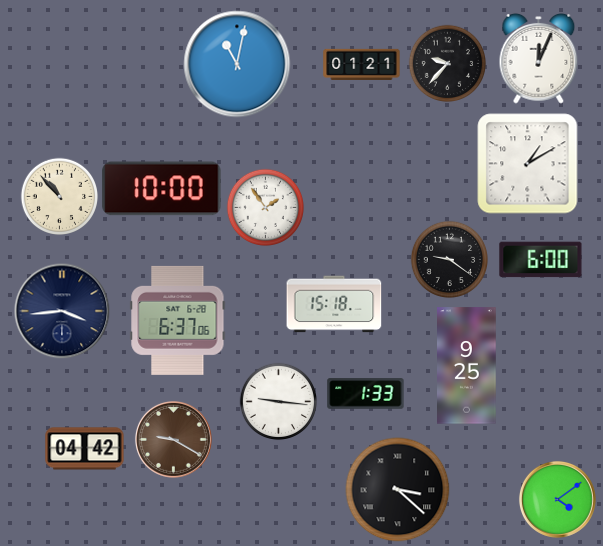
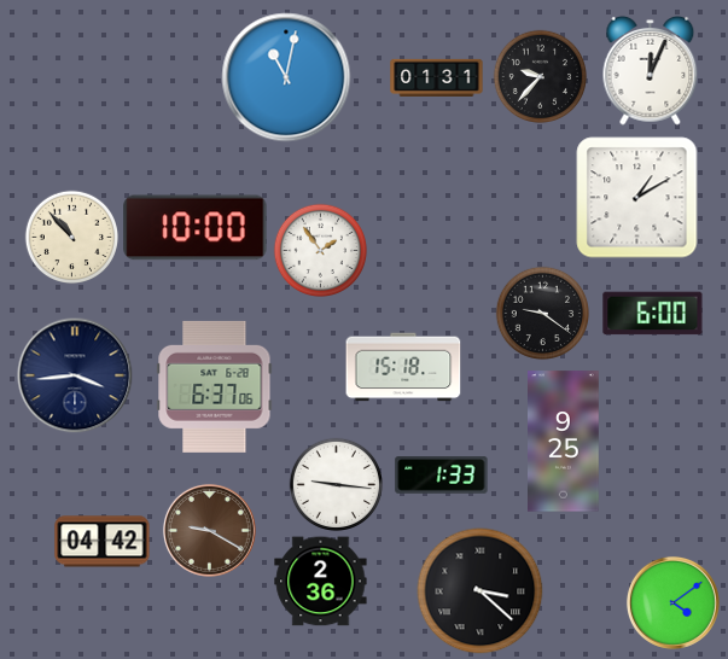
clock at (362, 64): 01:21 -> 01:31
clock at (321, 582): none -> 2:36
